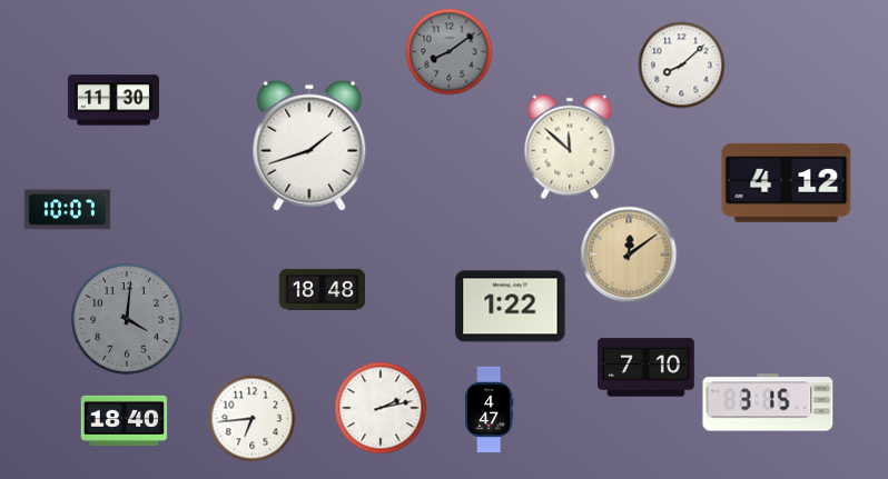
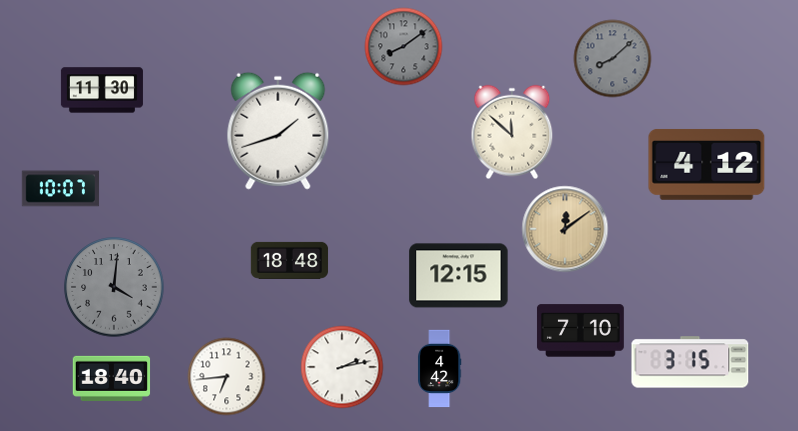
clock at (681, 64) dial: white -> grey
clock at (511, 307): 1:22 -> 12:15
clock at (490, 409): 4:47 -> 4:42
